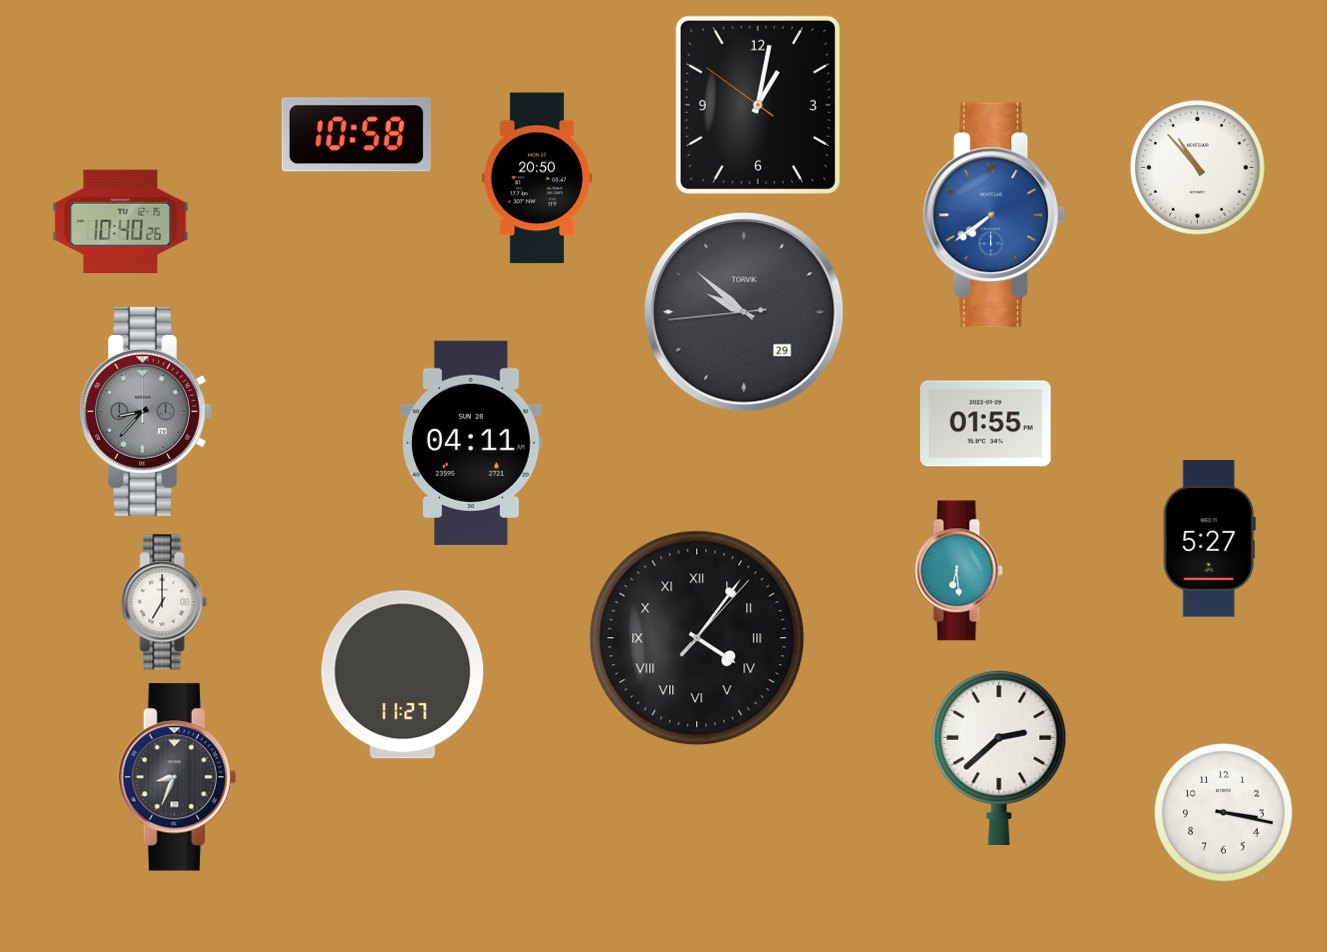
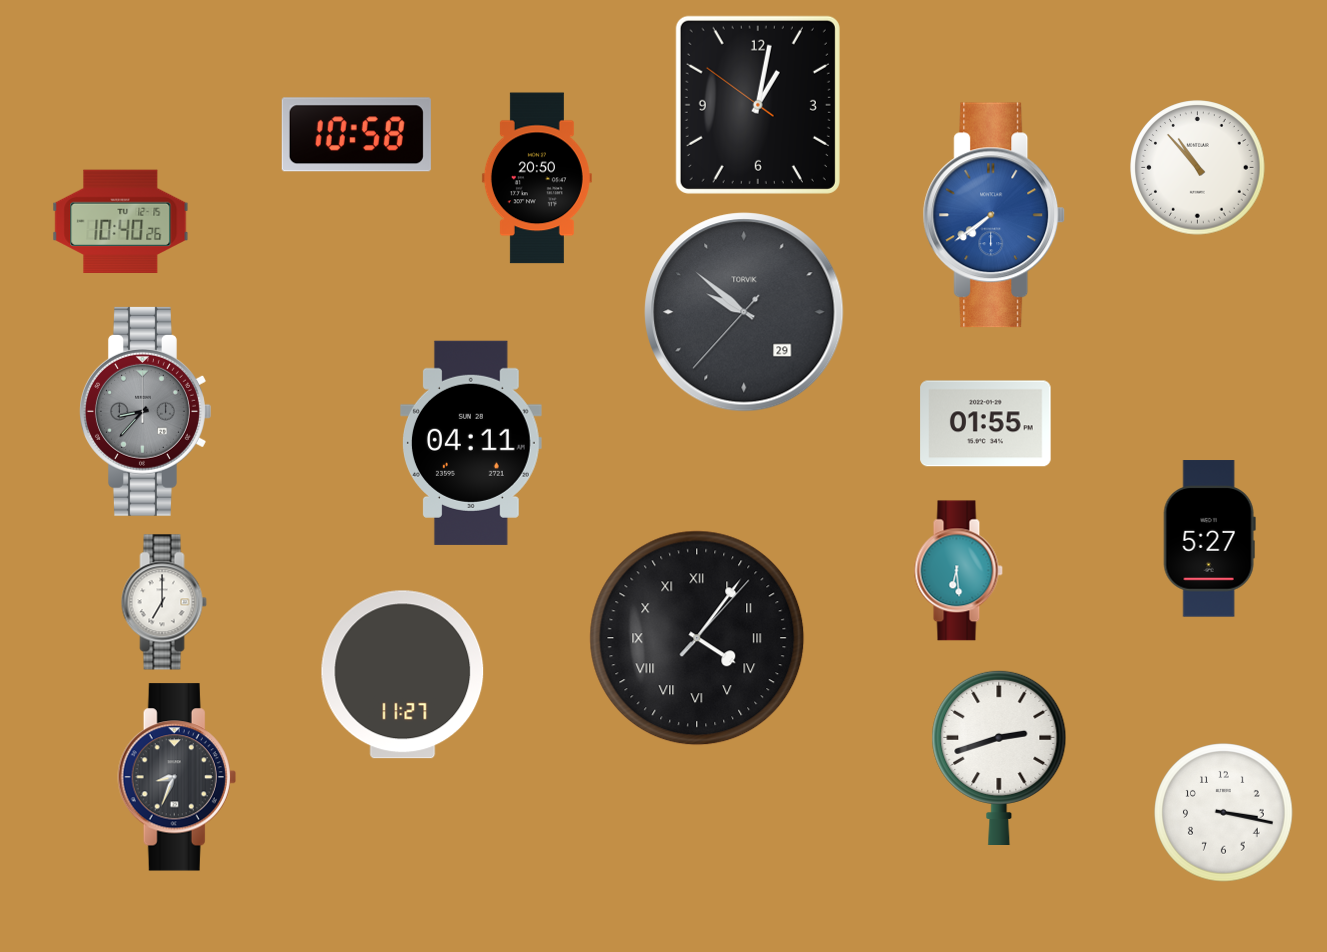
clock at (744, 312): 9:51:44 -> 9:51:37
clock at (999, 757): 2:38 -> 2:42
